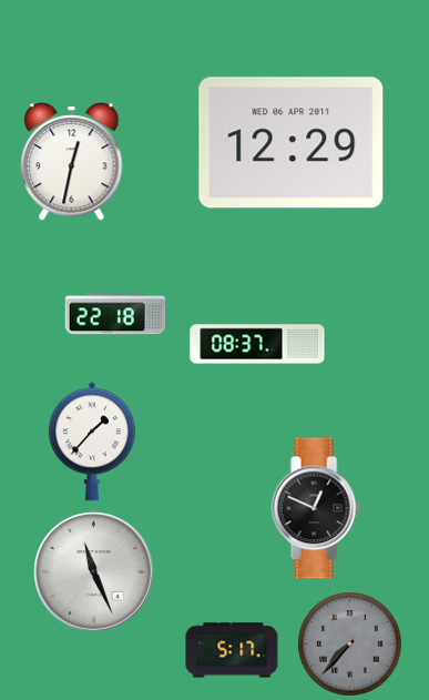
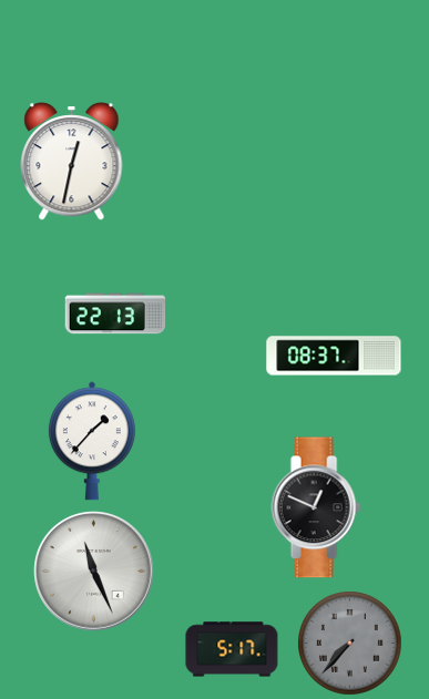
clock at (292, 143): 12:29 -> none
clock at (115, 314): 22:18 -> 22:13
clock at (257, 344) position: (257, 344) -> (334, 356)
